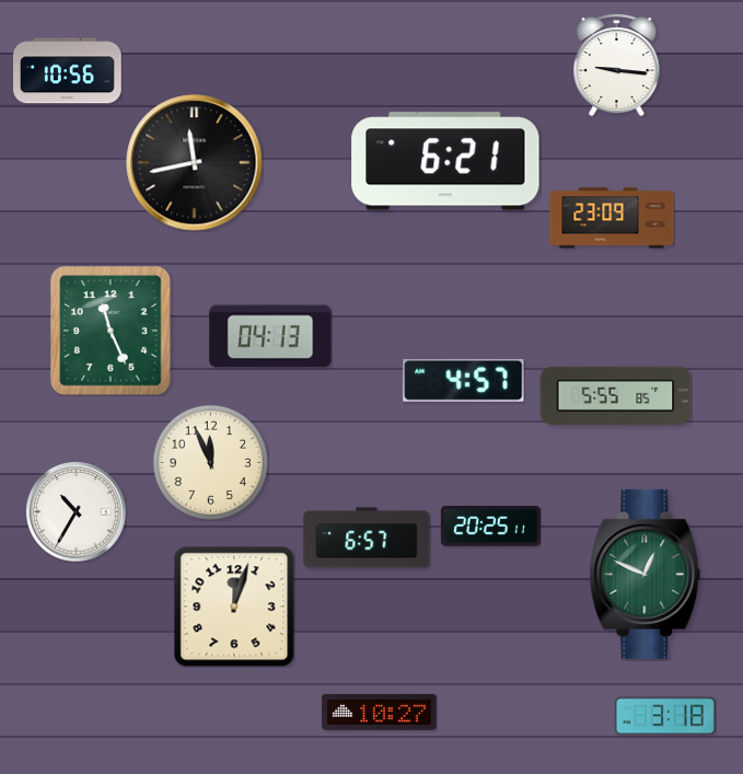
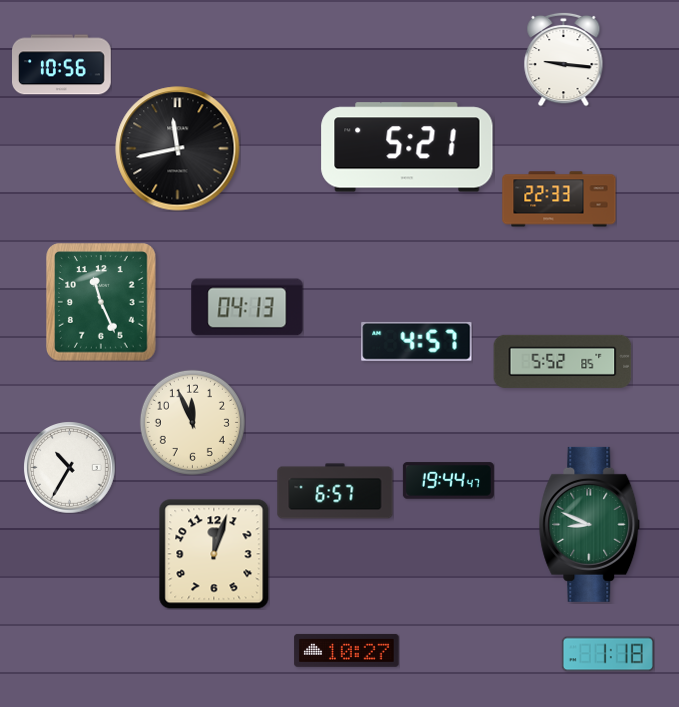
clock at (445, 161): 6:21 -> 5:21
clock at (612, 218): 23:09 -> 22:33
clock at (464, 380) position: (464, 380) -> (417, 341)
clock at (616, 395): 5:55 -> 5:52
clock at (490, 527): 20:25 -> 19:44
clock at (646, 574): 12:49 -> 8:49
clock at (665, 716): 3:18 -> 1:18
